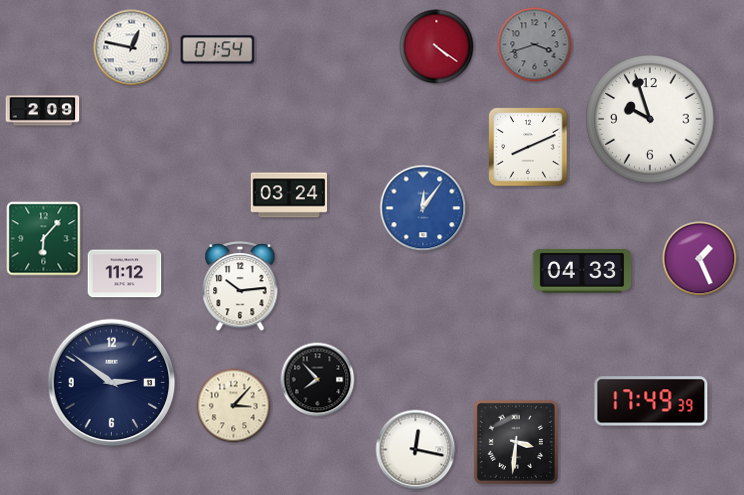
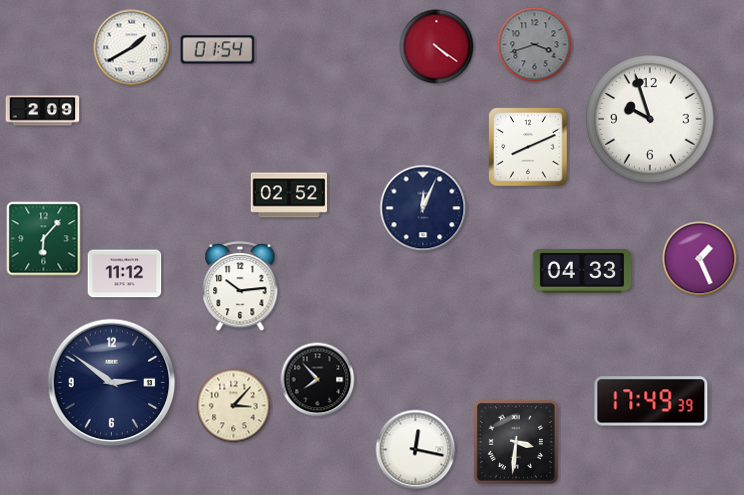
clock at (132, 48): 12:47 -> 1:40
clock at (289, 195): 03:24 -> 02:52
clock at (423, 208): 12:06 -> 12:04
clock at (423, 208) dial: blue -> navy
